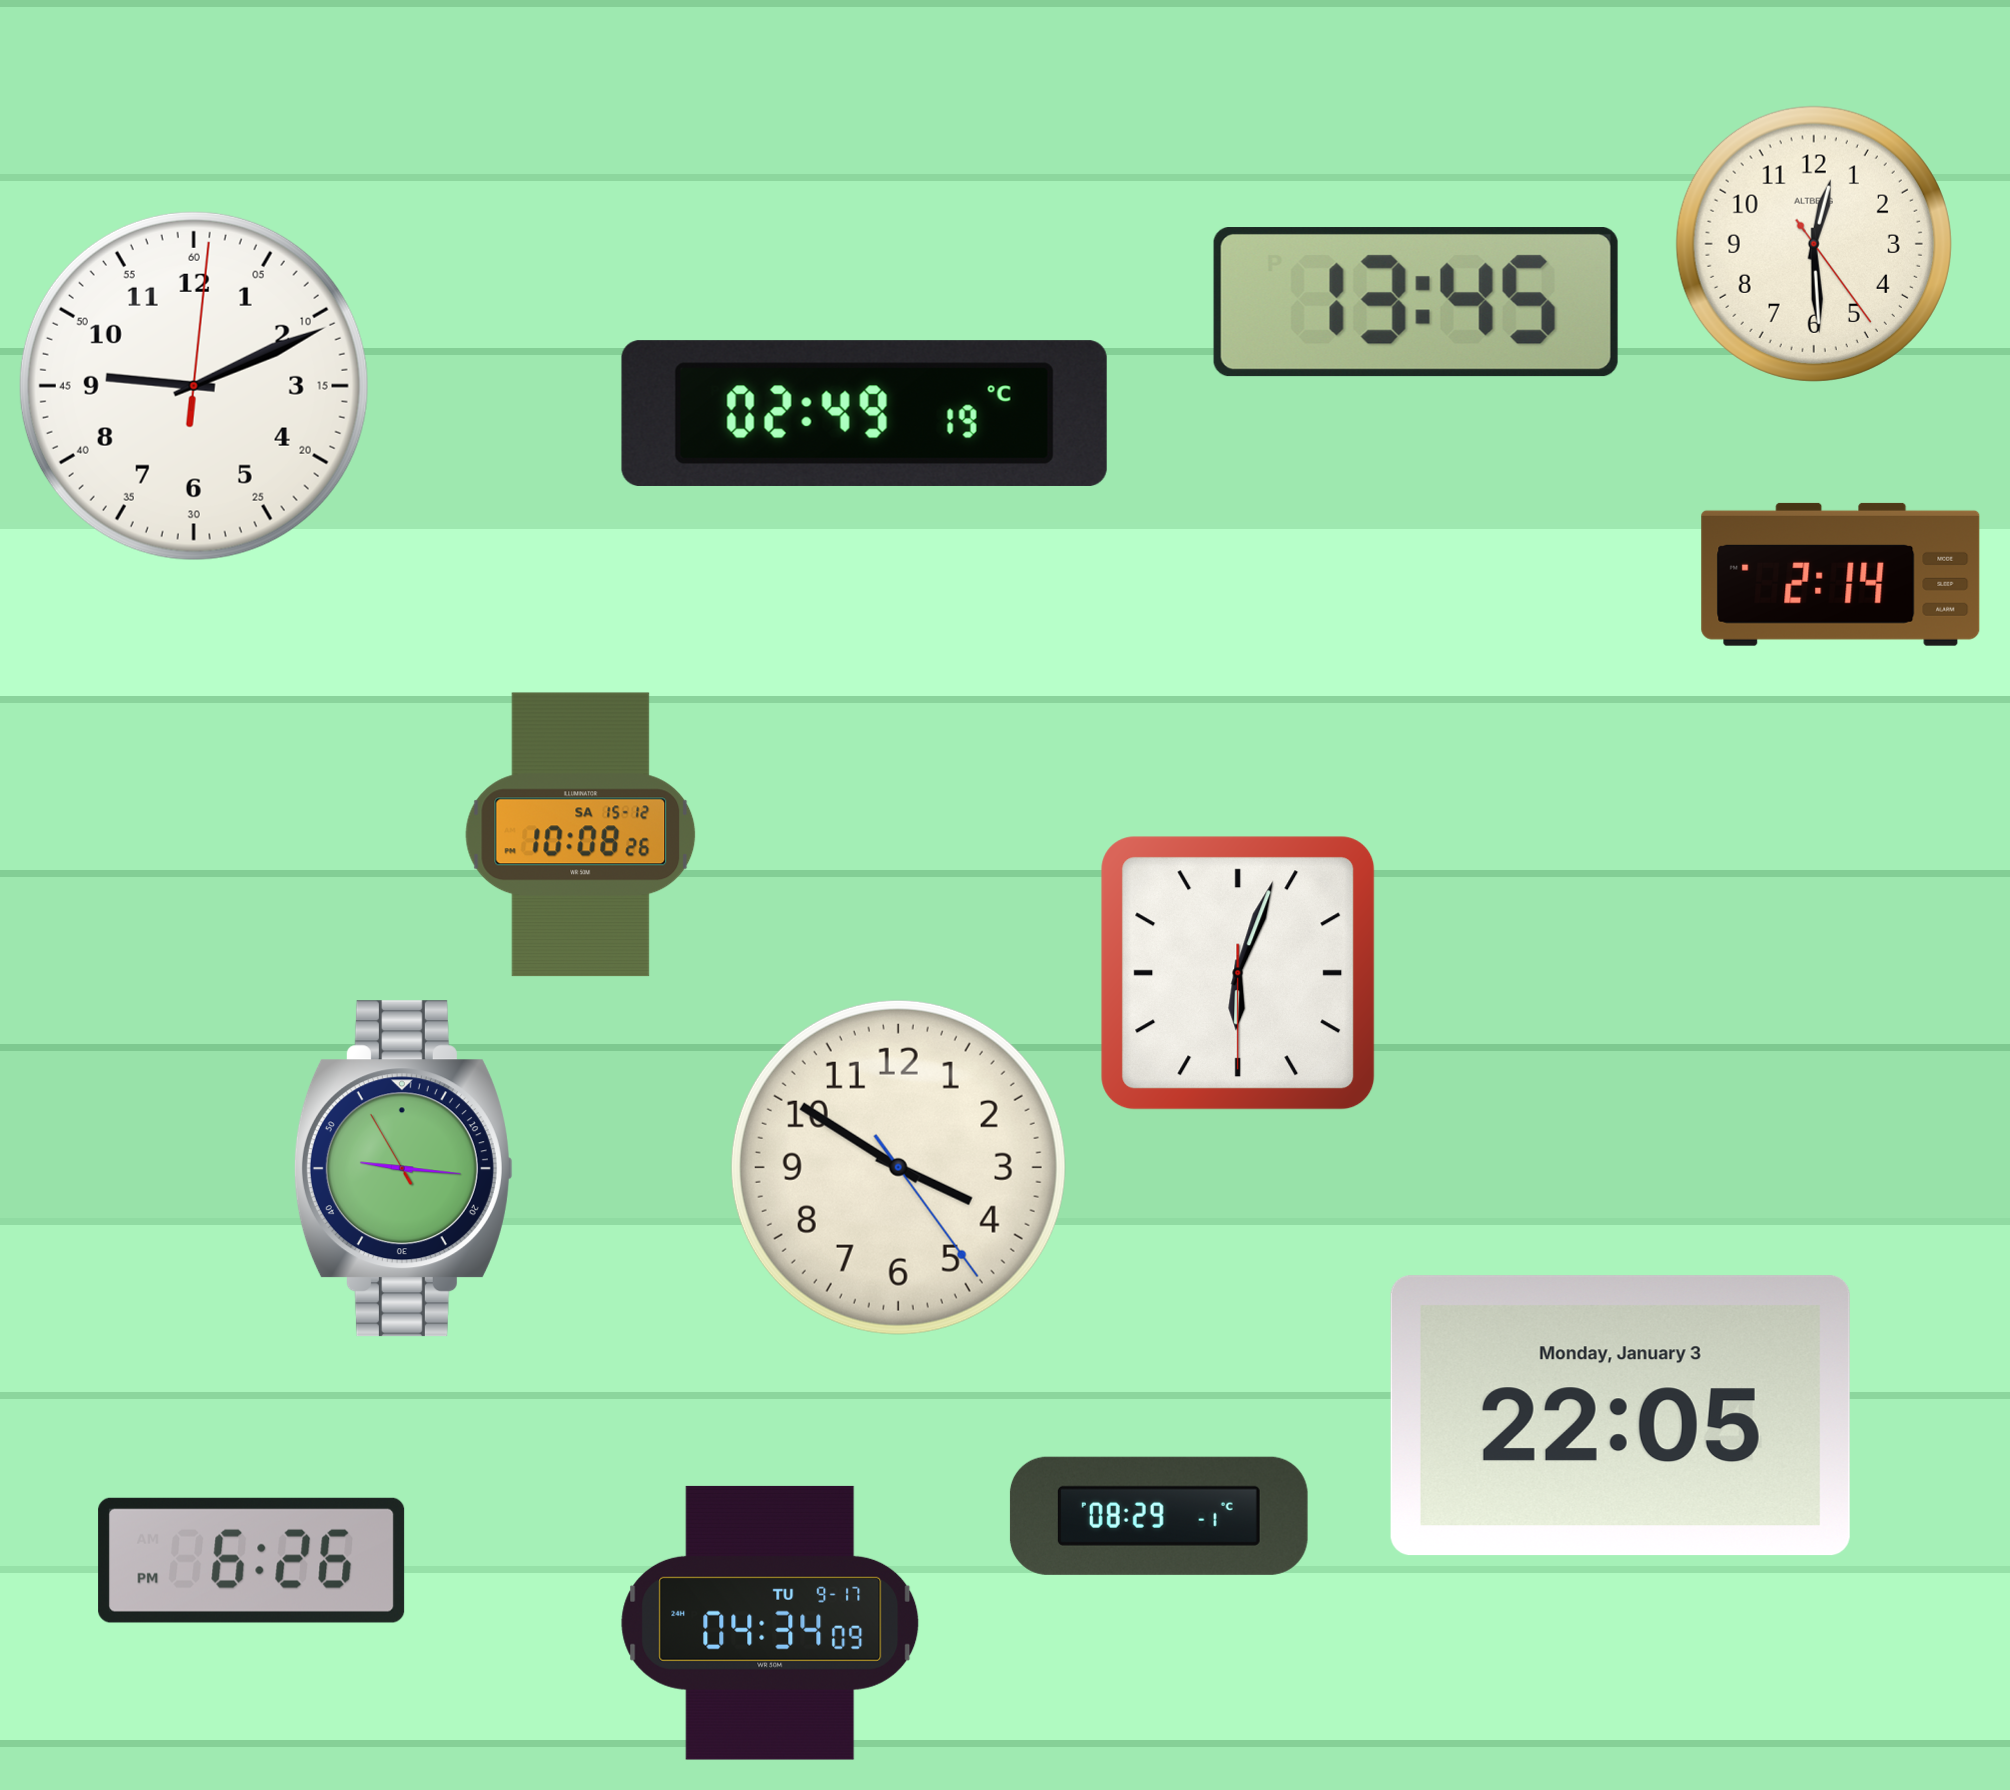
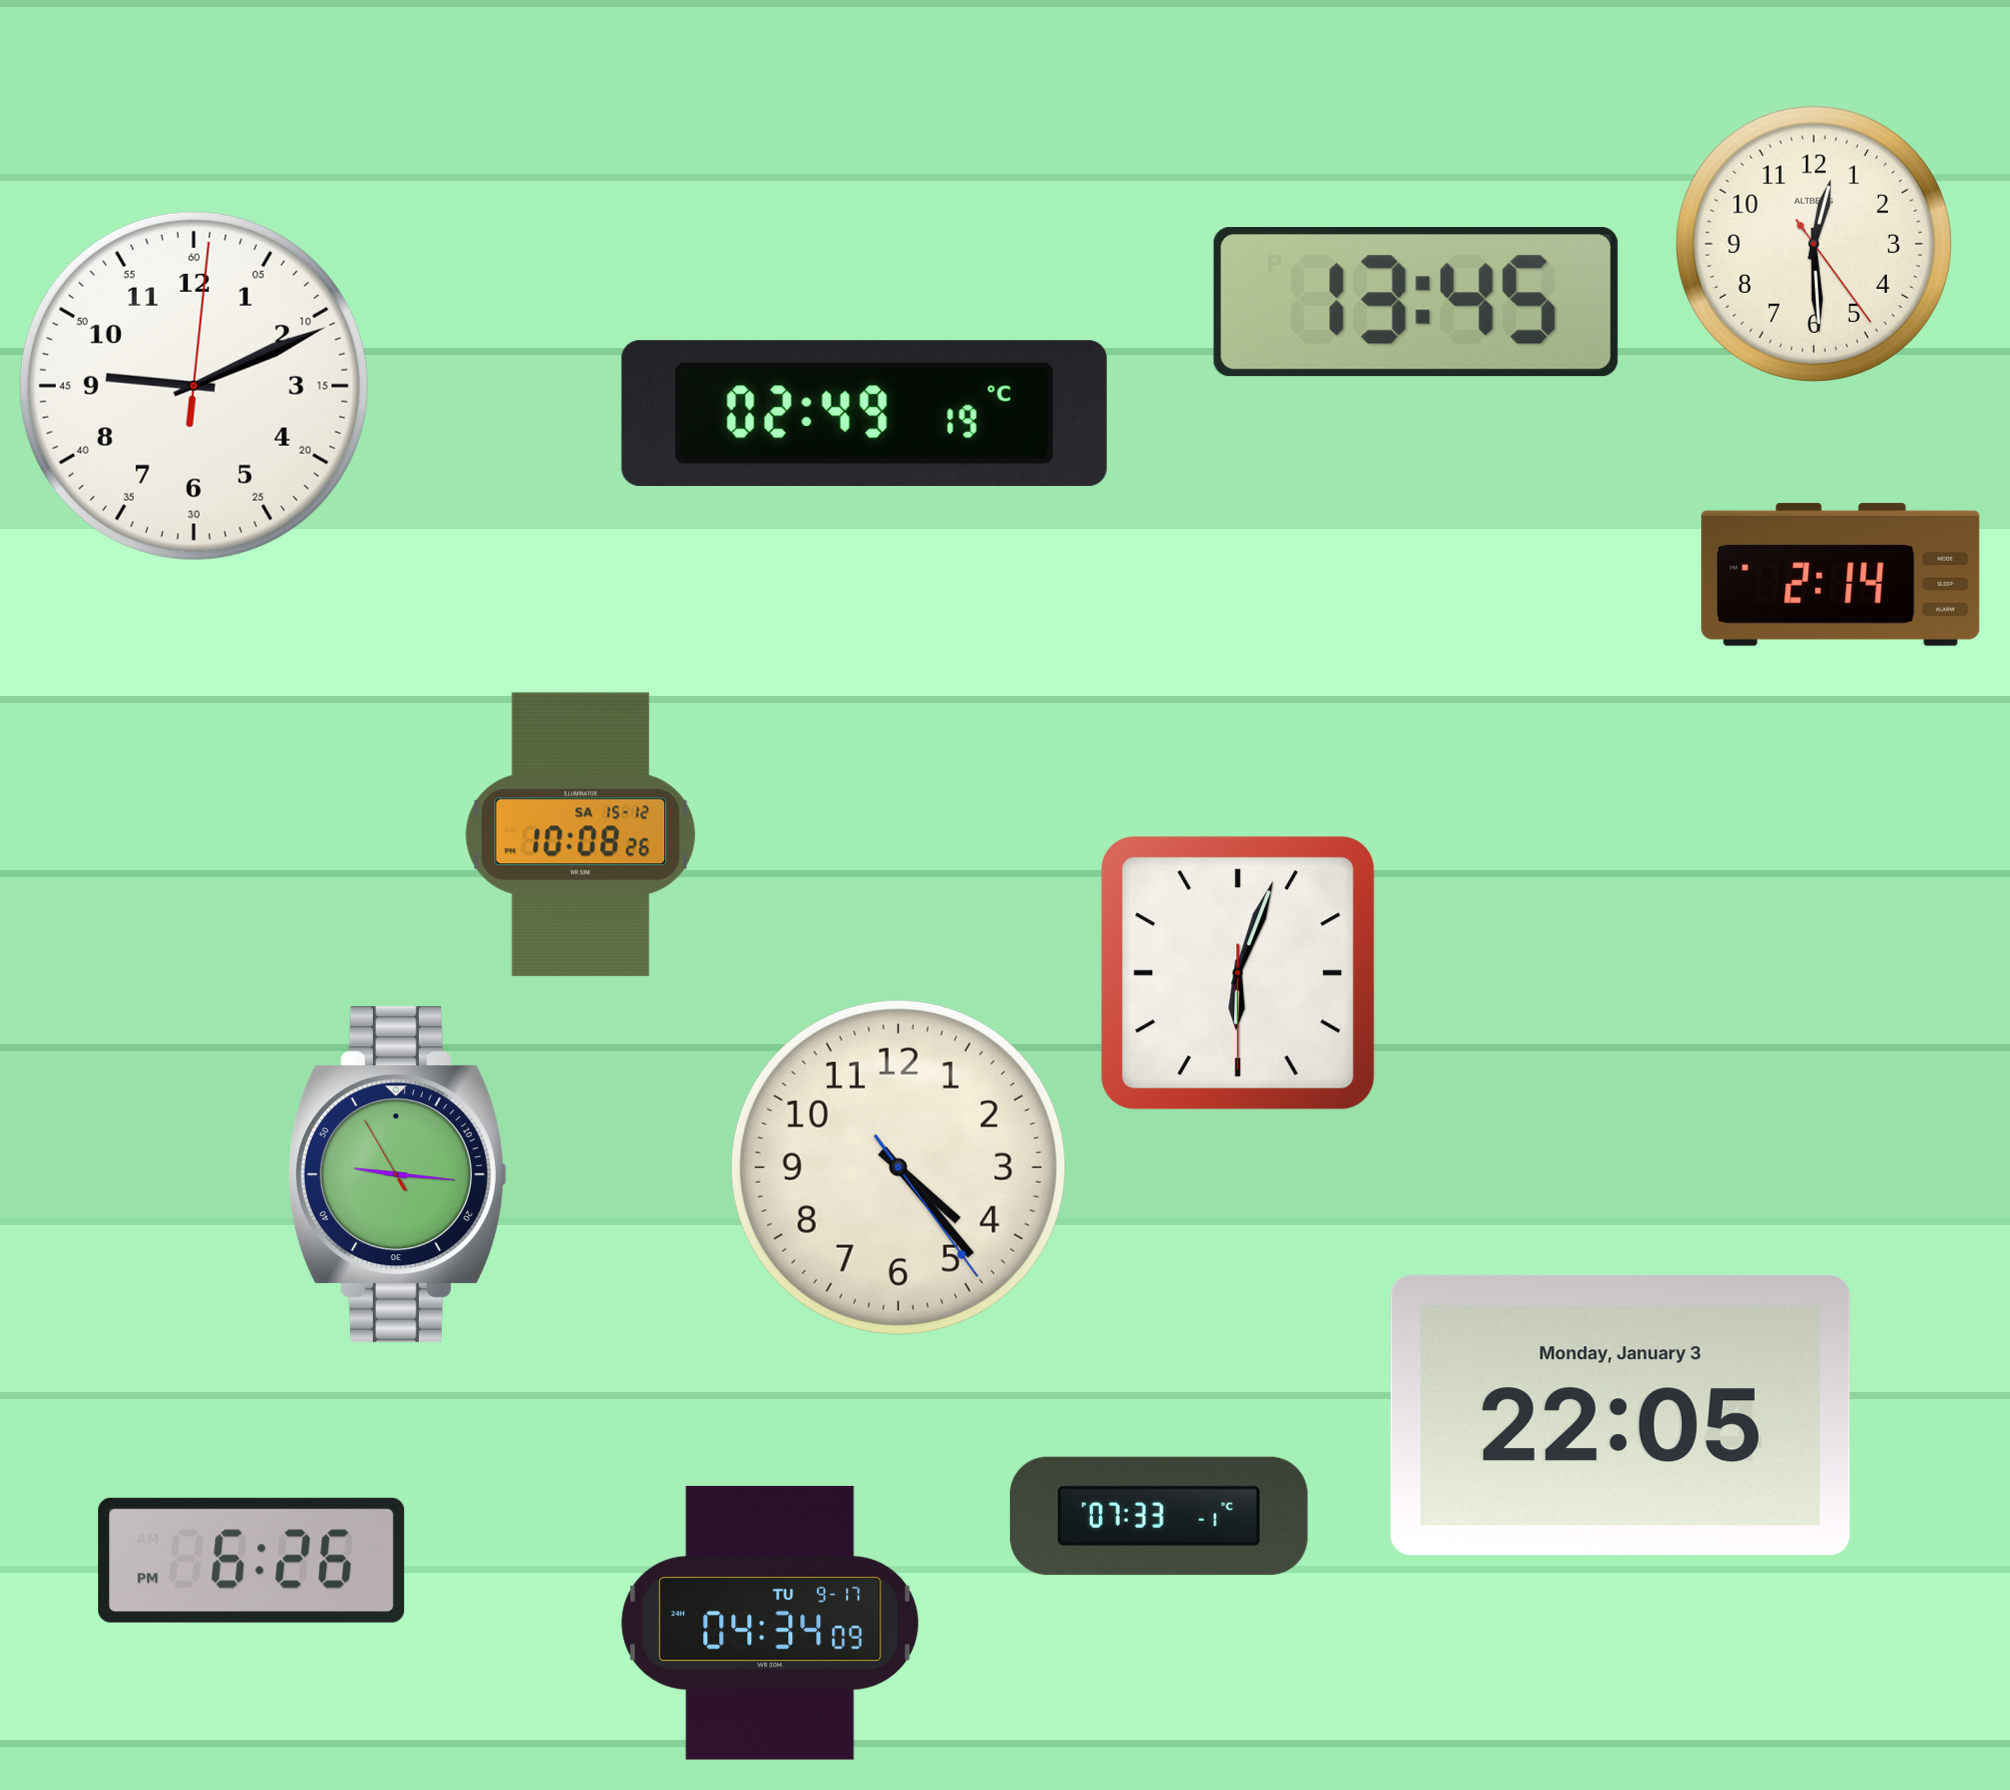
clock at (898, 1167): 3:50 -> 4:23
clock at (403, 1169) position: (403, 1169) -> (397, 1175)
clock at (1159, 1516): 08:29 -> 07:33
